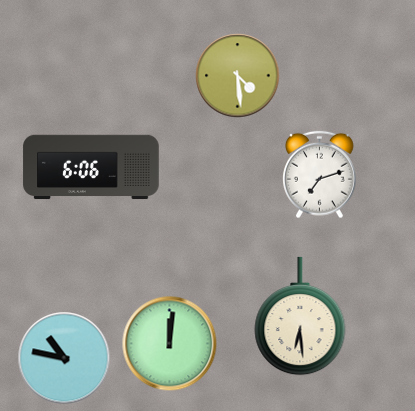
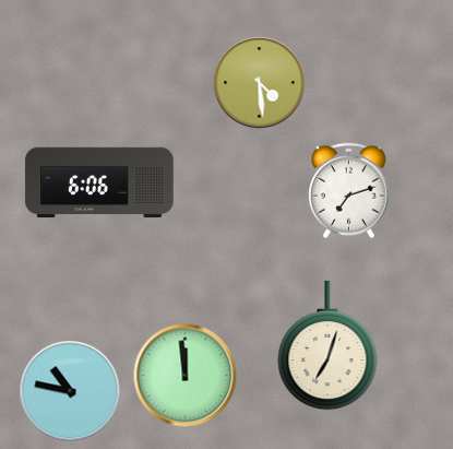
clock at (300, 316): 6:29 -> 7:03
clock at (170, 344): 12:01 -> 11:59
